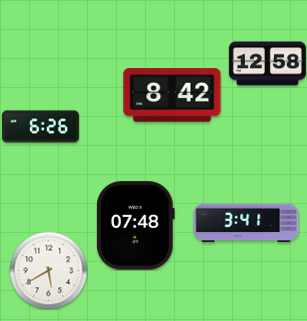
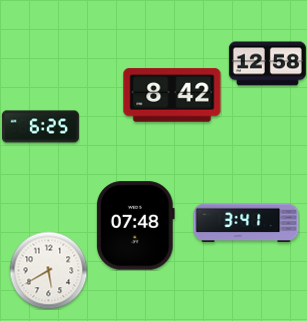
clock at (40, 127): 6:26 -> 6:25
